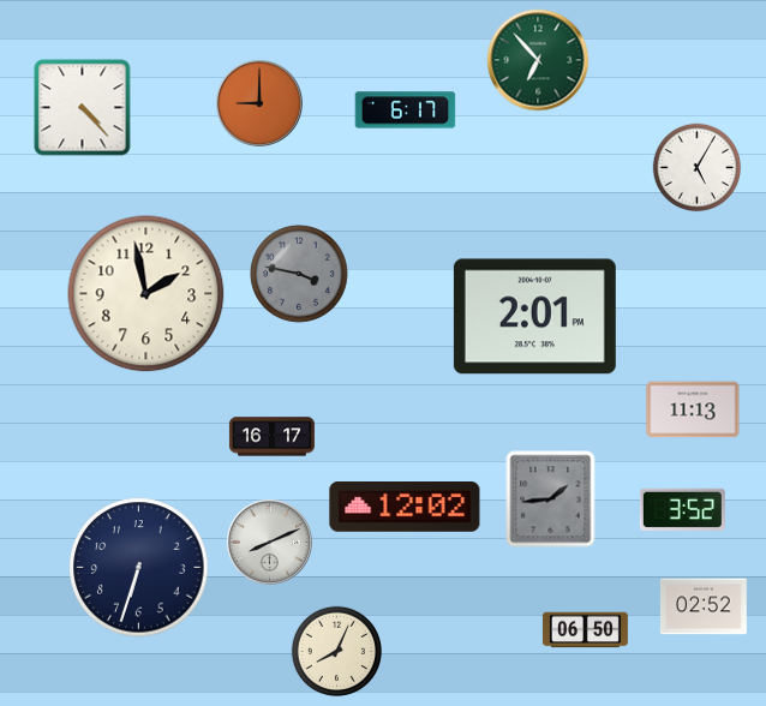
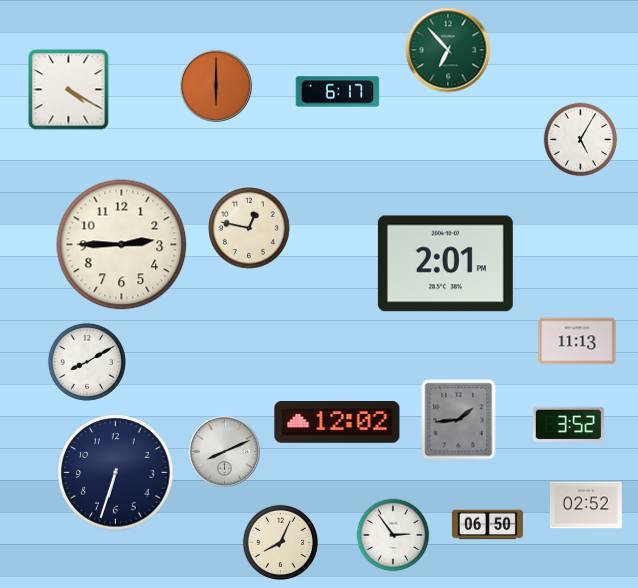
clock at (259, 103): 9:00 -> 6:00
clock at (83, 108): 4:23 -> 4:20
clock at (299, 274): 3:47 -> 12:47
clock at (299, 274) dial: grey -> cream
clock at (146, 294): 1:58 -> 2:45
clock at (87, 362): none -> 8:10
clock at (271, 437): 16:17 -> none
clock at (551, 499) position: (551, 499) -> (459, 420)
clock at (393, 535): none -> 2:54
